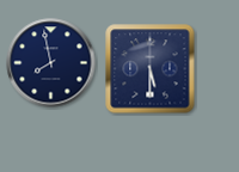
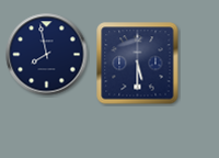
clock at (51, 63) position: (51, 63) -> (47, 55)
